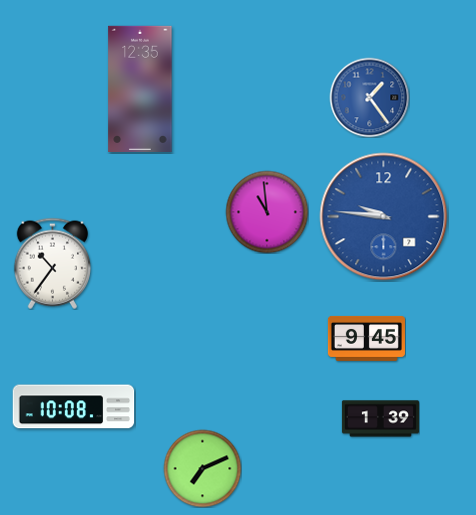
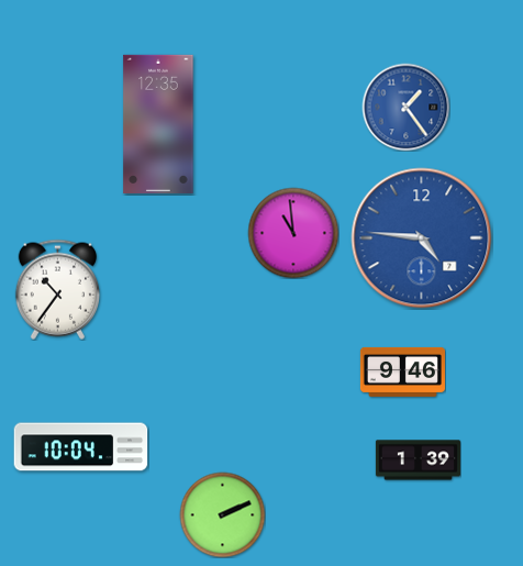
clock at (140, 88) position: (140, 88) -> (158, 123)
clock at (384, 217): 9:46 -> 4:46
clock at (366, 338): 9:45 -> 9:46
clock at (74, 407): 10:08 -> 10:04
clock at (202, 468): 7:11 -> 2:11
